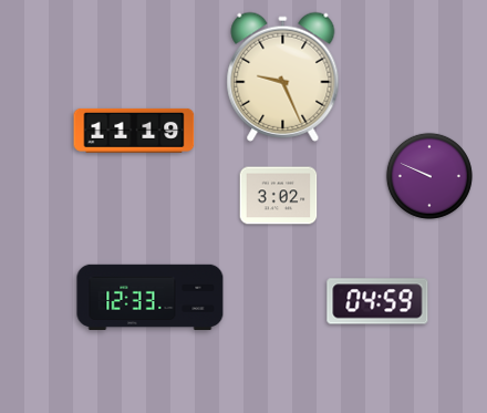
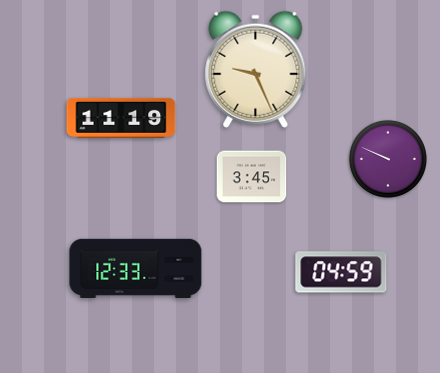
clock at (279, 196): 3:02 -> 3:45
